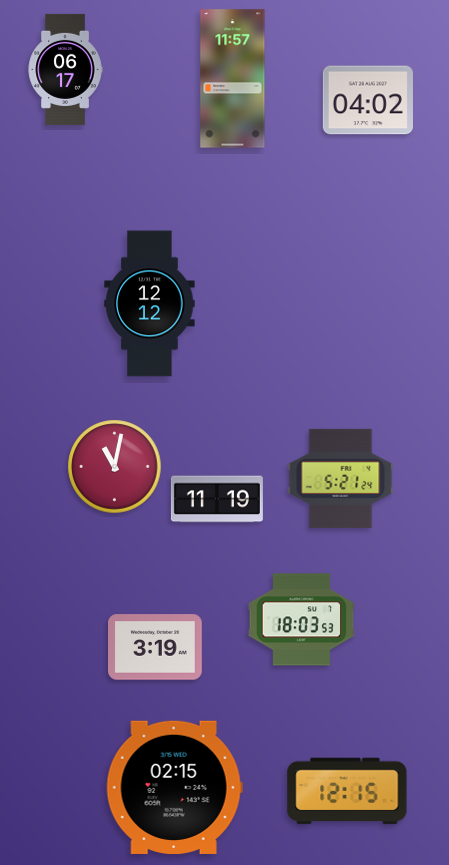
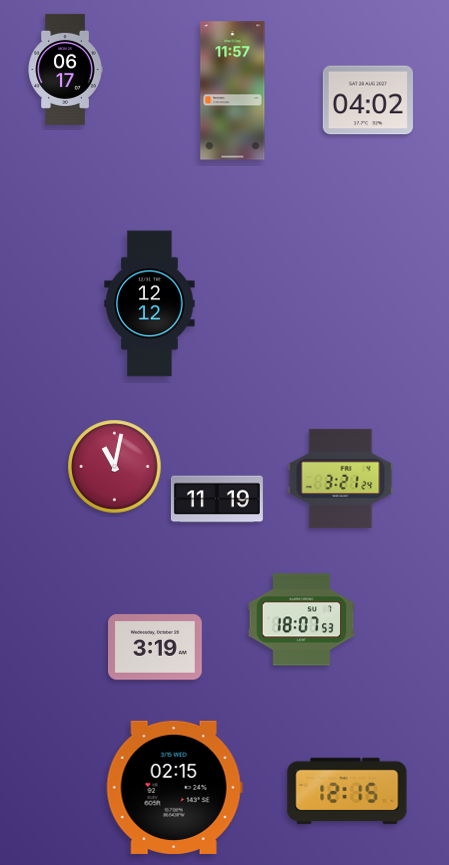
clock at (233, 79) position: (233, 79) -> (233, 91)
clock at (341, 478): 5:21 -> 3:21
clock at (302, 620): 18:03 -> 18:07
